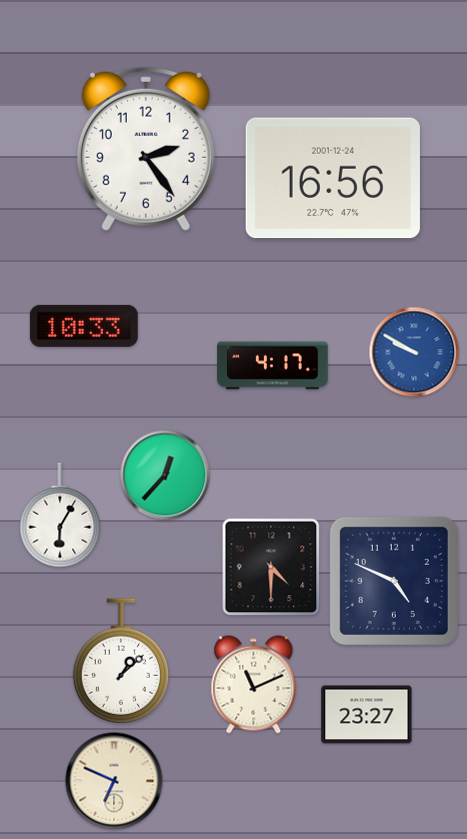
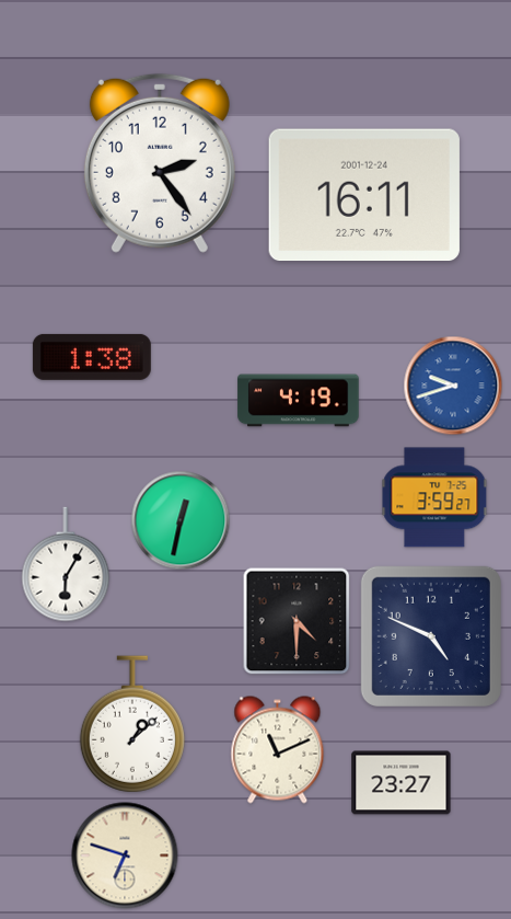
clock at (333, 178): 16:56 -> 16:11
clock at (84, 326): 10:33 -> 1:38
clock at (414, 352): 9:50 -> 9:42
clock at (273, 366): 4:17 -> 4:19
clock at (434, 497): none -> 3:59
clock at (165, 475): 12:37 -> 12:32
clock at (114, 781): 6:49 -> 6:48
